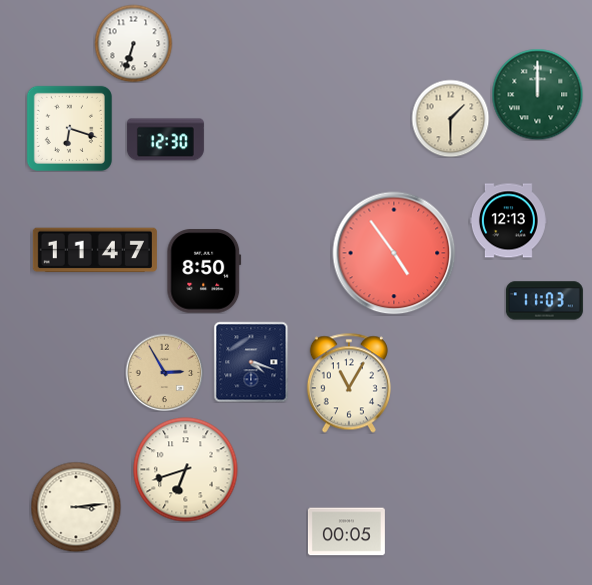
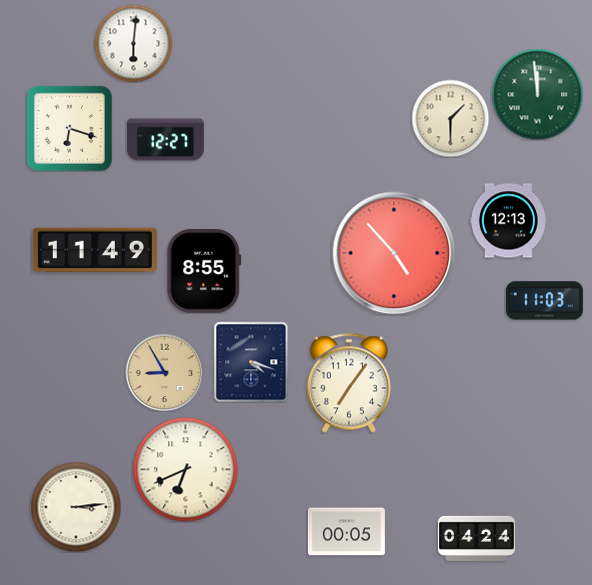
clock at (133, 43): 6:33 -> 6:01
clock at (537, 94): 12:00 -> 11:59
clock at (165, 140): 12:30 -> 12:27
clock at (95, 250): 11:47 -> 11:49
clock at (394, 253): 4:54 -> 4:53
clock at (204, 271): 8:50 -> 8:55
clock at (164, 372): 2:55 -> 8:55
clock at (349, 383): 11:05 -> 7:06
clock at (186, 470): 6:42 -> 6:41
clock at (476, 538): none -> 04:24
